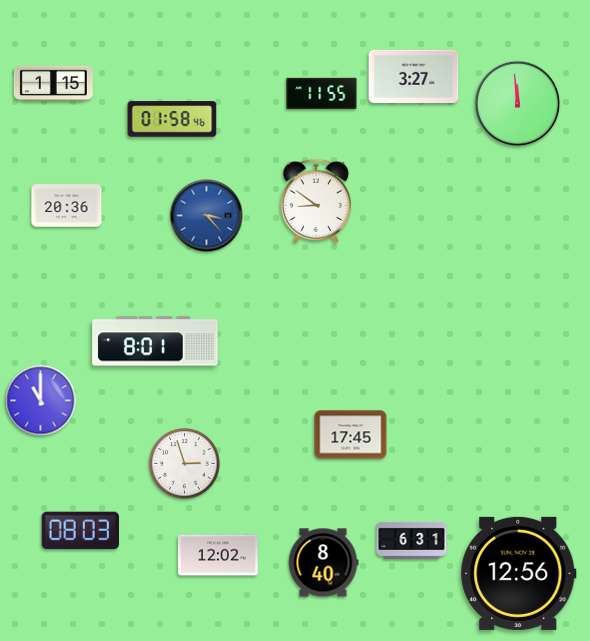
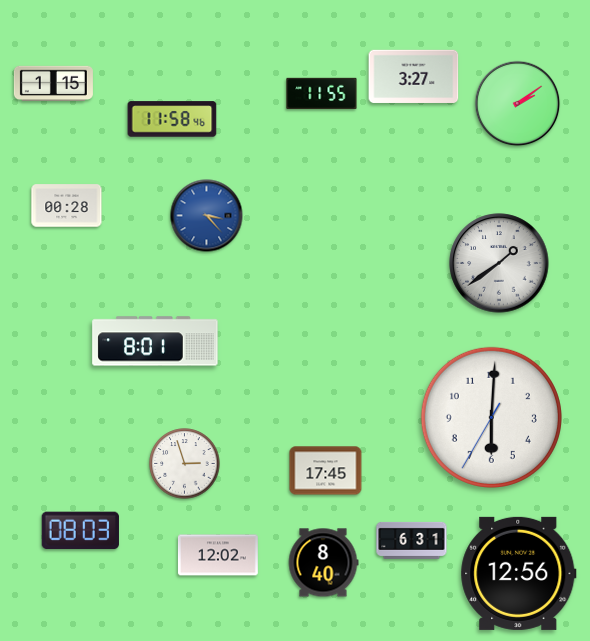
clock at (518, 104): 11:59 -> 2:09
clock at (172, 119): 01:58 -> 11:58
clock at (316, 201): 8:51 -> none
clock at (67, 206): 20:36 -> 00:28
clock at (499, 263): none -> 1:39
clock at (41, 401): 11:00 -> none
clock at (491, 417): none -> 6:00
clock at (351, 435) position: (351, 435) -> (326, 471)
